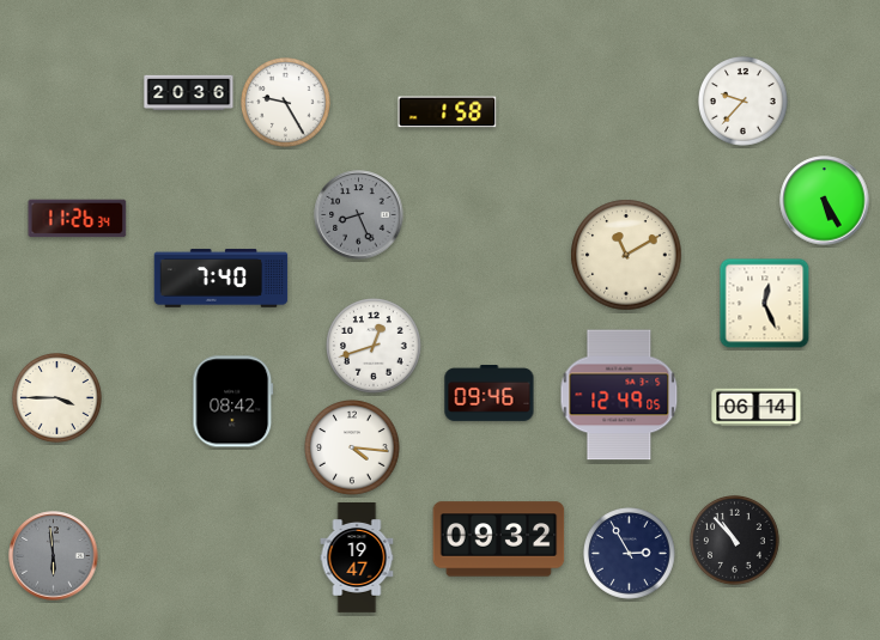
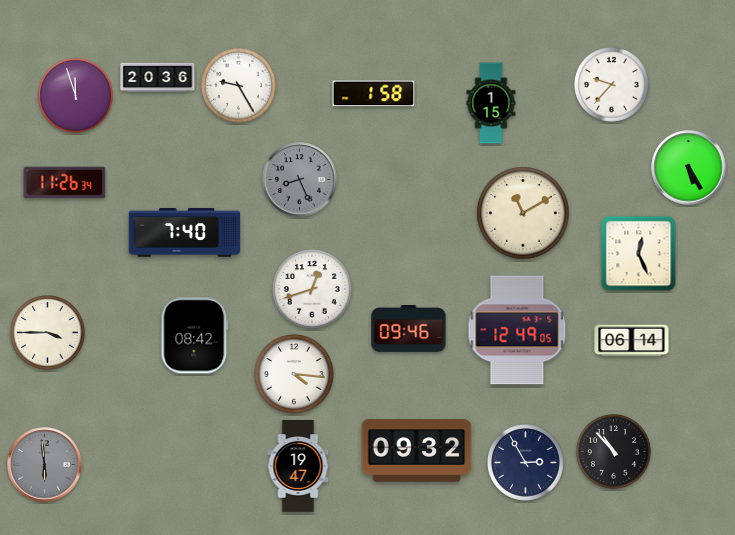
clock at (744, 102) position: (744, 102) -> (612, 85)
clock at (76, 96): none -> 11:57
clock at (491, 103): none -> 1:15
